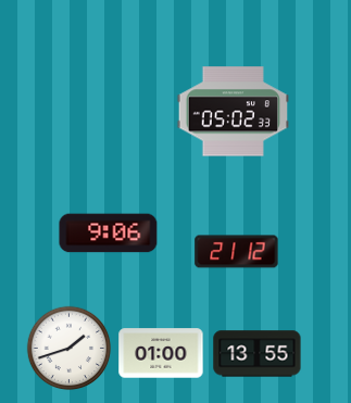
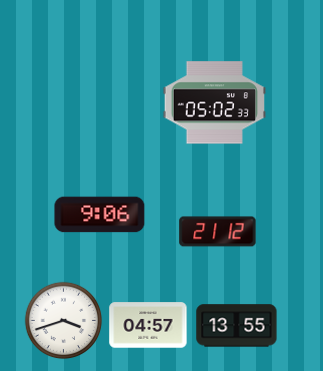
clock at (68, 348): 1:42 -> 3:42
clock at (161, 353): 01:00 -> 04:57
